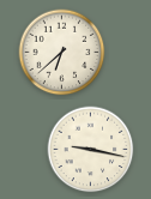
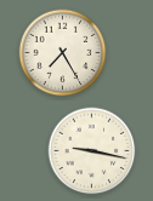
clock at (62, 53): 6:38 -> 7:25
